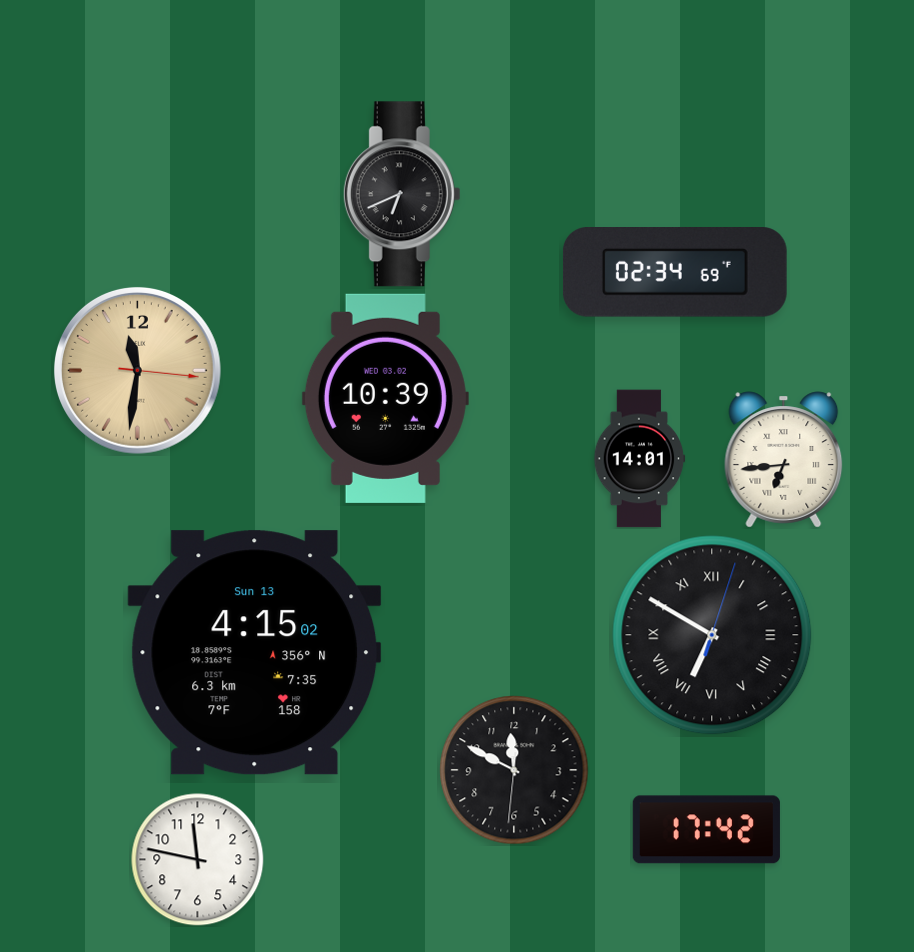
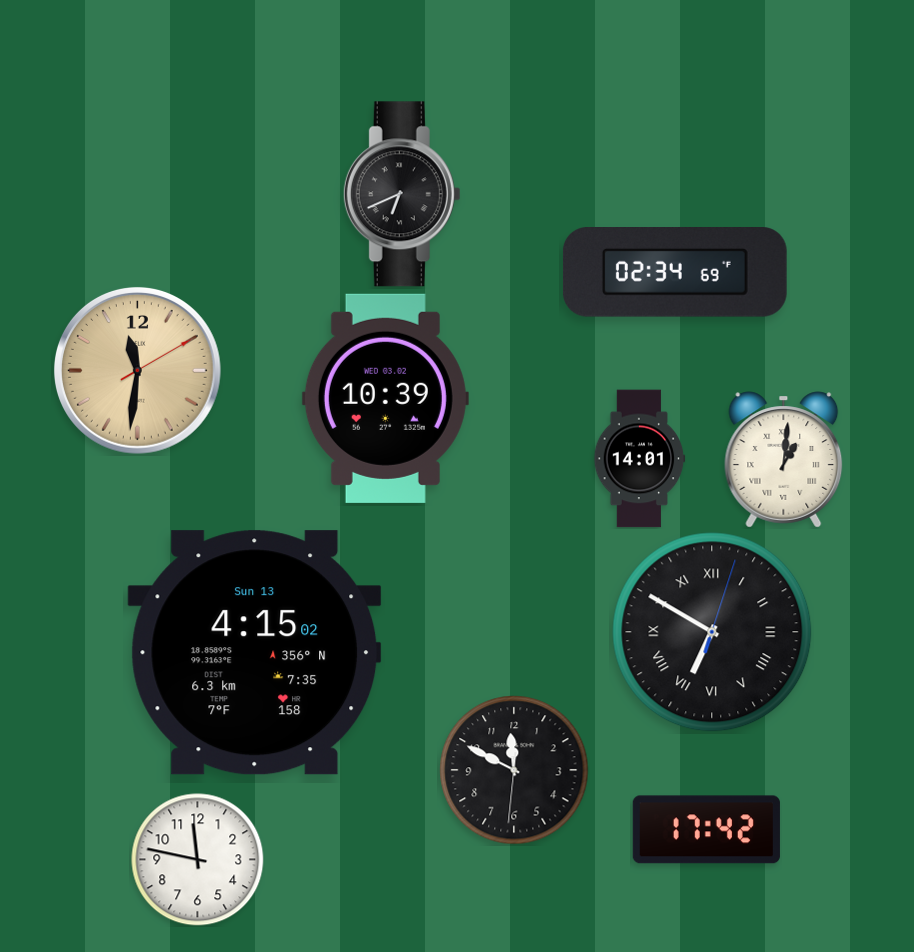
clock at (137, 370): 11:31:16 -> 11:31:10
clock at (784, 460): 6:44 -> 1:01
clock at (712, 635) position: (712, 635) -> (712, 632)
